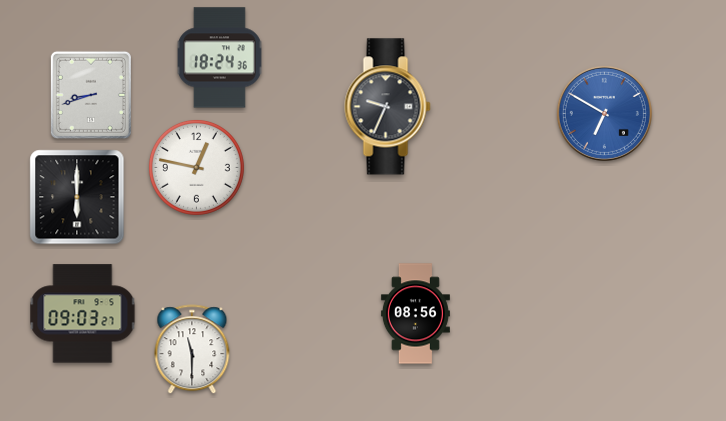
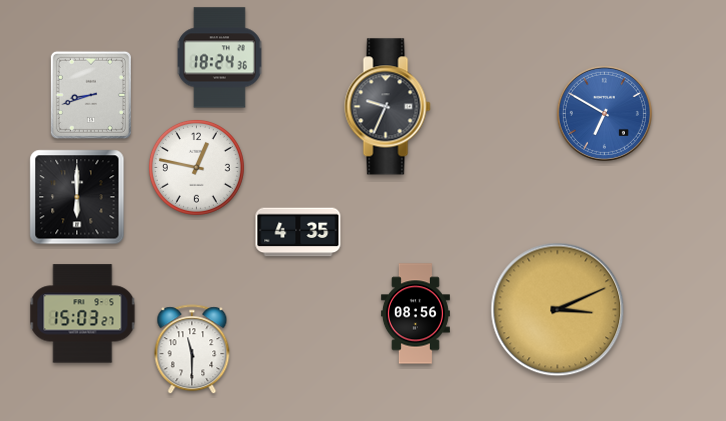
clock at (298, 232): none -> 4:35
clock at (558, 310): none -> 3:11
clock at (83, 314): 09:03 -> 15:03
